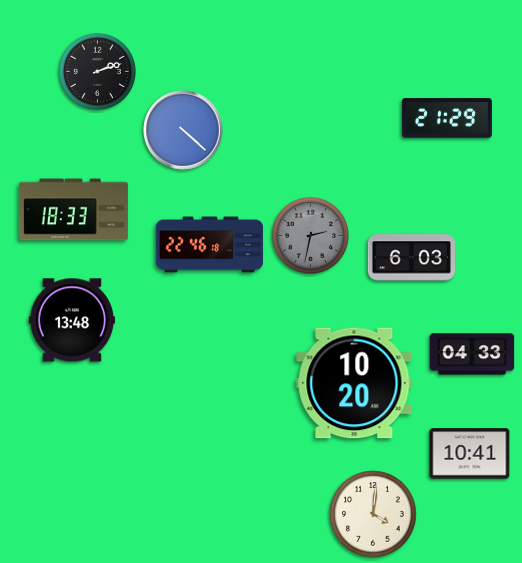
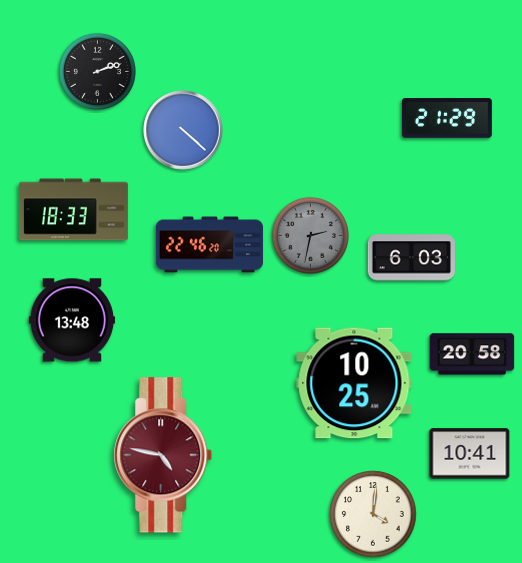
clock at (209, 245): 22:46:18 -> 22:46:20
clock at (472, 354): 04:33 -> 20:58
clock at (354, 383): 10:20 -> 10:25
clock at (163, 455): none -> 4:47
